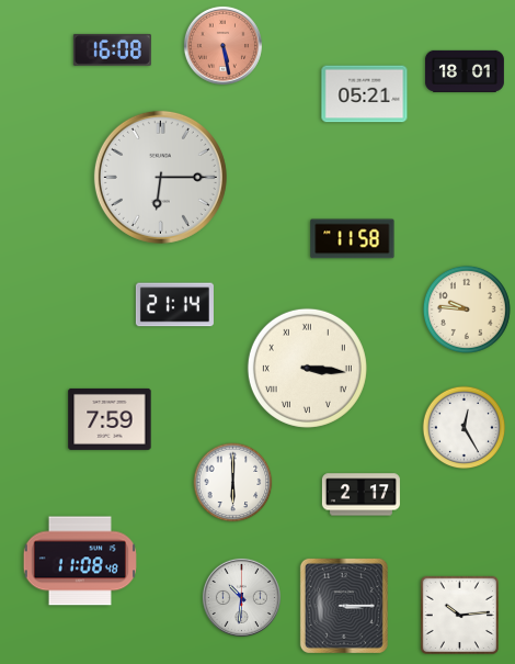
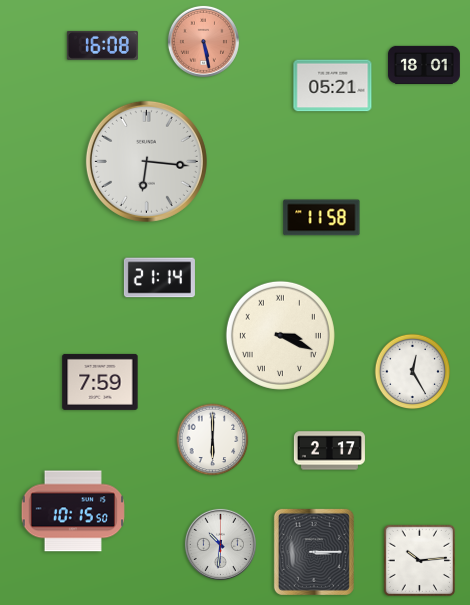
clock at (160, 177): 6:15 -> 6:16
clock at (467, 310): 9:46 -> none
clock at (307, 368): 3:16 -> 3:19
clock at (465, 428) position: (465, 428) -> (413, 372)
clock at (80, 561): 11:08 -> 10:15
